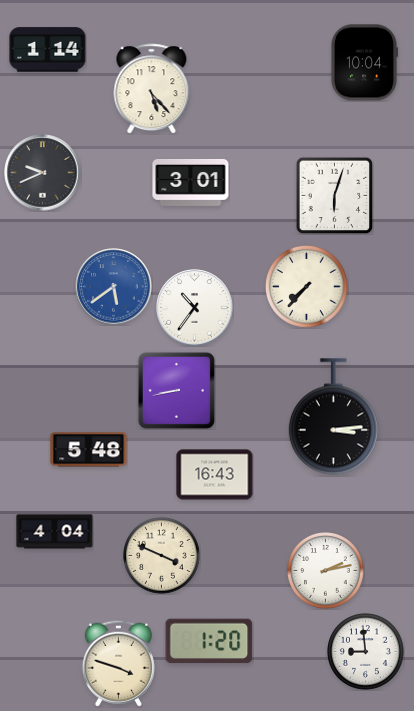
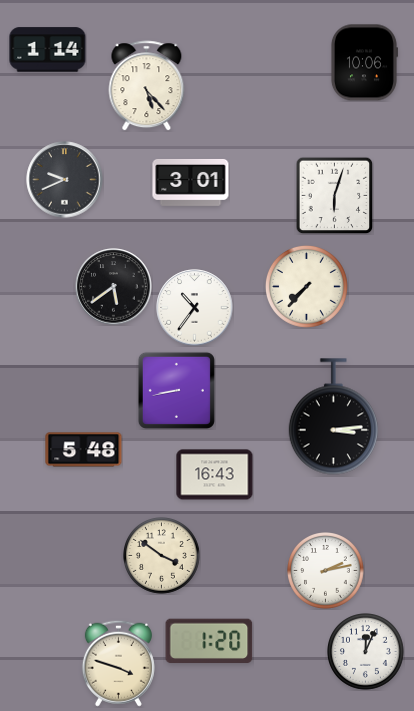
clock at (364, 63): 10:04 -> 10:06
clock at (152, 89) position: (152, 89) -> (147, 86)
clock at (43, 173) position: (43, 173) -> (65, 180)
clock at (114, 287) dial: blue -> black
clock at (89, 450) position: (89, 450) -> (84, 450)
clock at (55, 532): 4:04 -> none
clock at (162, 556): 3:49 -> 3:51
clock at (366, 652): 8:59 -> 12:04
